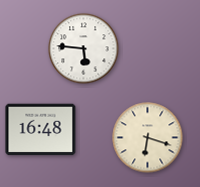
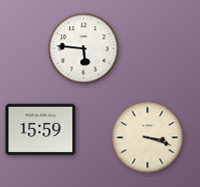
clock at (41, 130): 16:48 -> 15:59
clock at (148, 138): 6:18 -> 3:18
